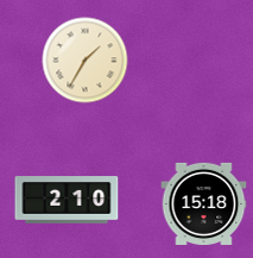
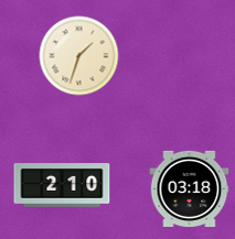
clock at (86, 61): 1:35 -> 1:33
clock at (204, 203): 15:18 -> 03:18
